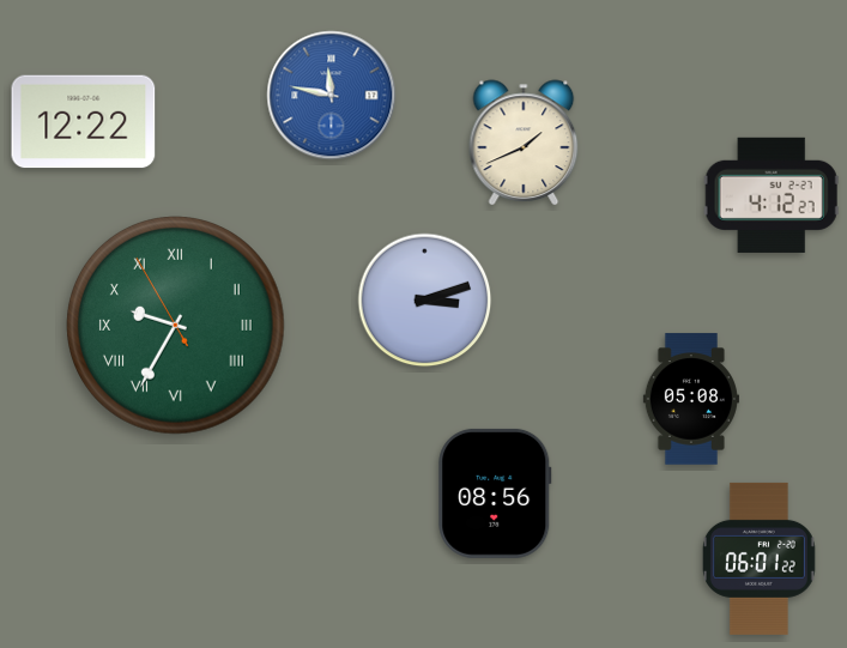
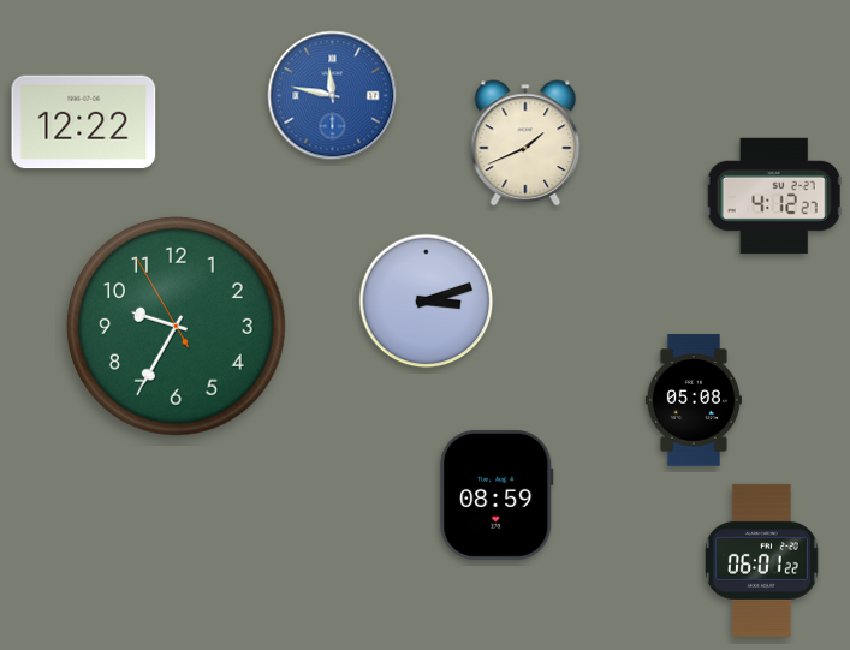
clock at (176, 326) numerals: Roman -> Arabic
clock at (495, 493): 08:56 -> 08:59
